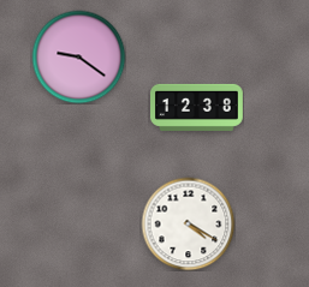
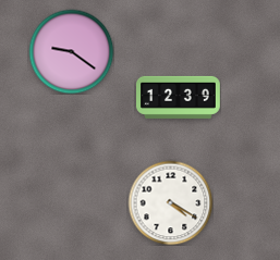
clock at (197, 107): 12:38 -> 12:39
